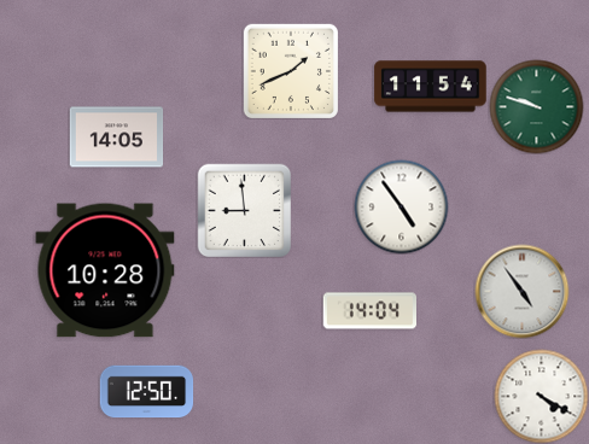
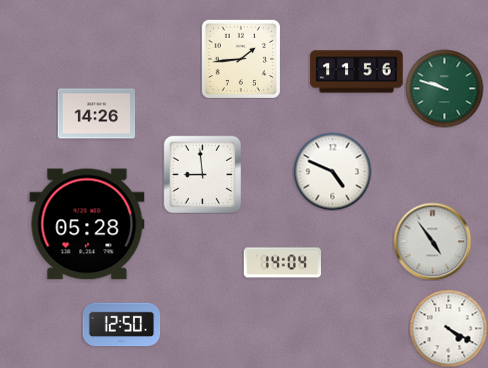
clock at (290, 70): 1:41 -> 1:44
clock at (431, 87): 11:54 -> 11:56
clock at (116, 138): 14:05 -> 14:26
clock at (401, 206): 4:54 -> 4:49
clock at (105, 270): 10:28 -> 05:28
clock at (369, 311) position: (369, 311) -> (282, 263)
